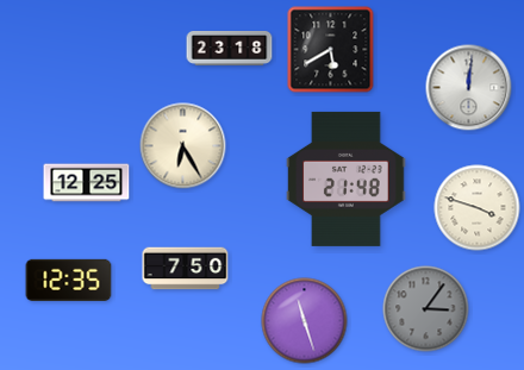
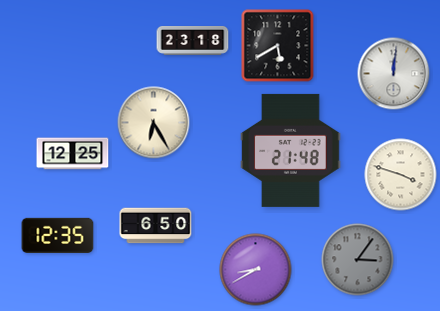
clock at (331, 50) position: (331, 50) -> (278, 46)
clock at (186, 269): 7:50 -> 6:50
clock at (305, 321): 11:27 -> 8:40
